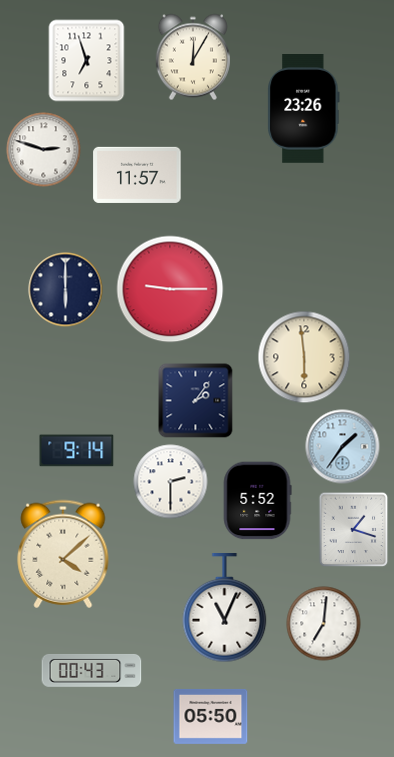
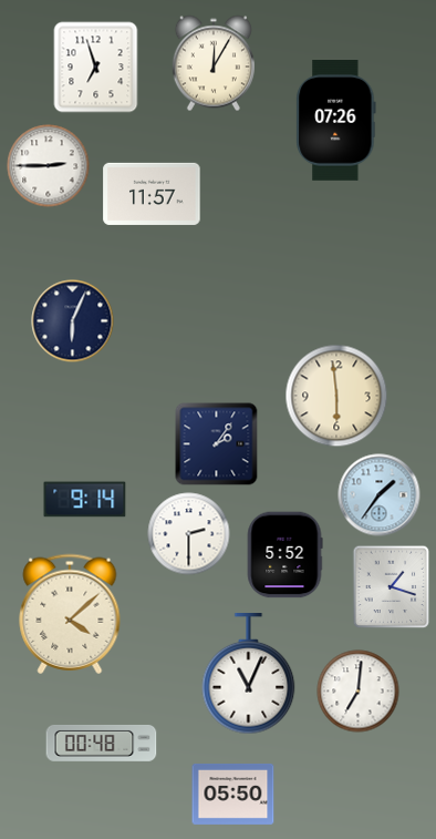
clock at (304, 109): 23:26 -> 07:26
clock at (44, 150): 2:48 -> 2:45
clock at (170, 289): 9:15 -> none
clock at (66, 290): 6:00 -> 6:04
clock at (92, 670): 00:43 -> 00:48
